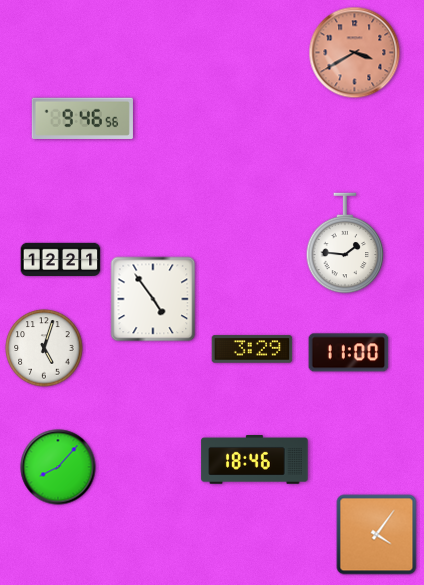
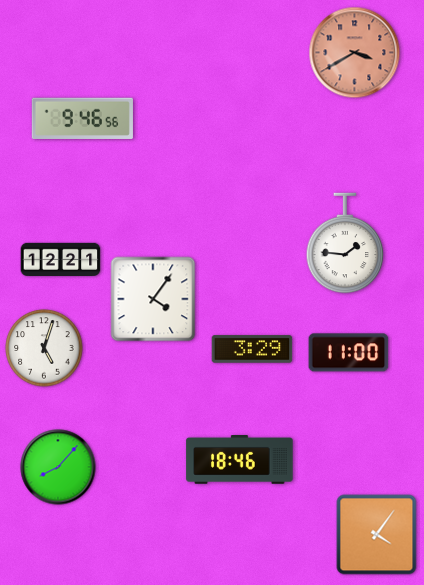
clock at (153, 299): 4:54 -> 4:06
clock at (255, 460) position: (255, 460) -> (240, 460)
